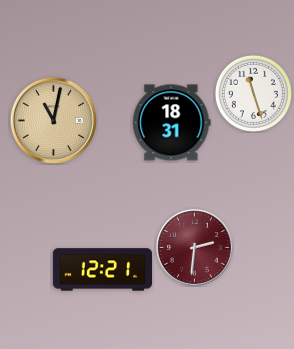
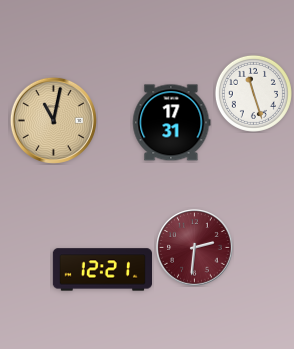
clock at (172, 123): 18:31 -> 17:31
